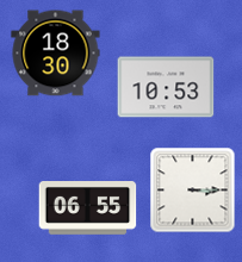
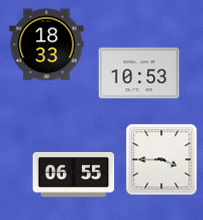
clock at (56, 54): 18:30 -> 18:33
clock at (193, 191): 3:15 -> 3:45
